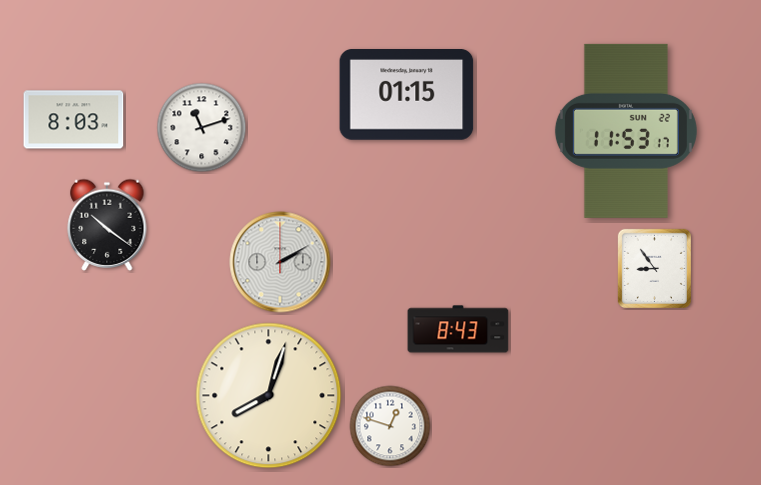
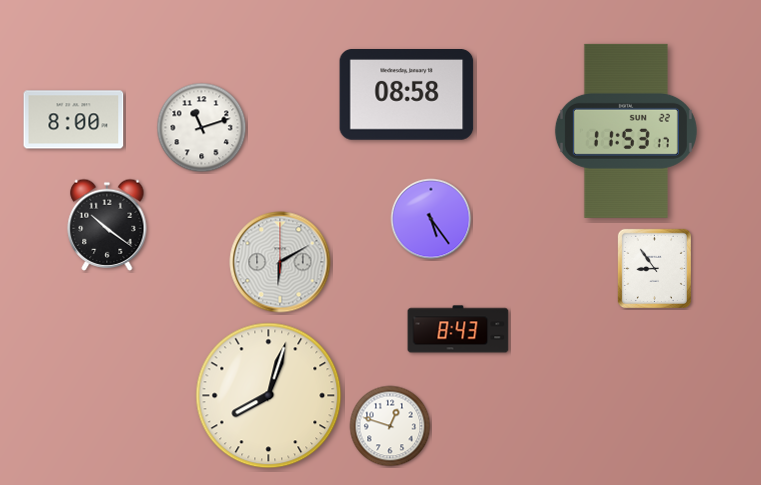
clock at (407, 95): 01:15 -> 08:58
clock at (74, 120): 8:03 -> 8:00
clock at (431, 219): none -> 5:24
clock at (280, 262): 2:10 -> 6:10
